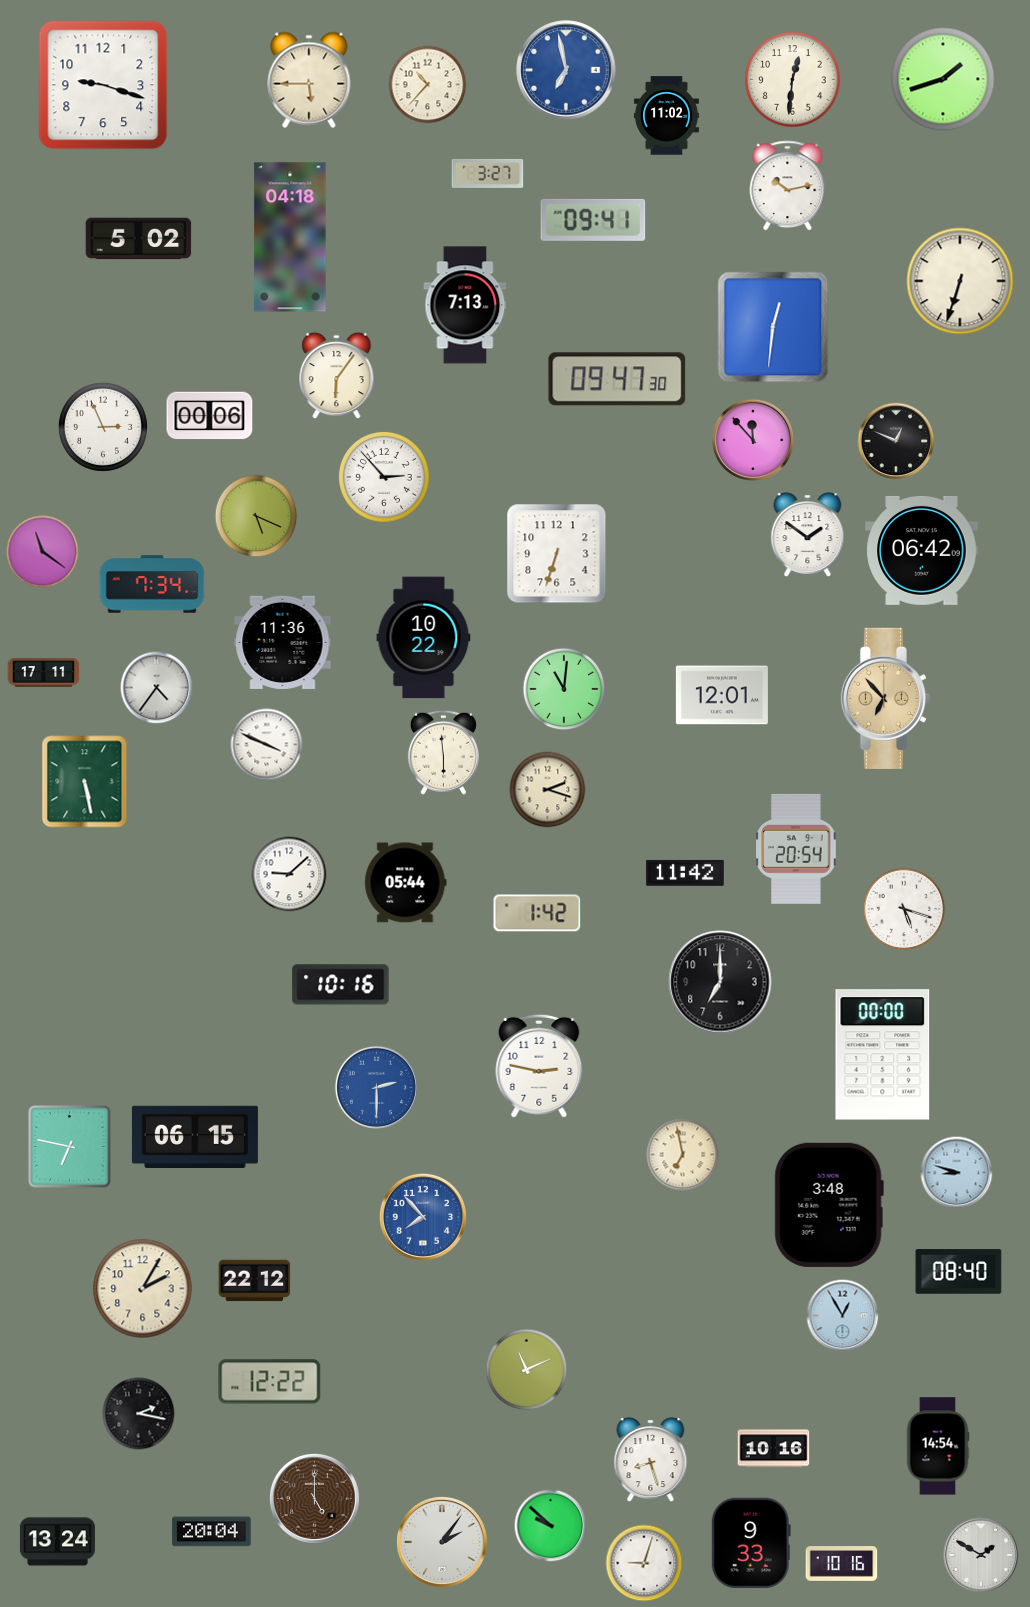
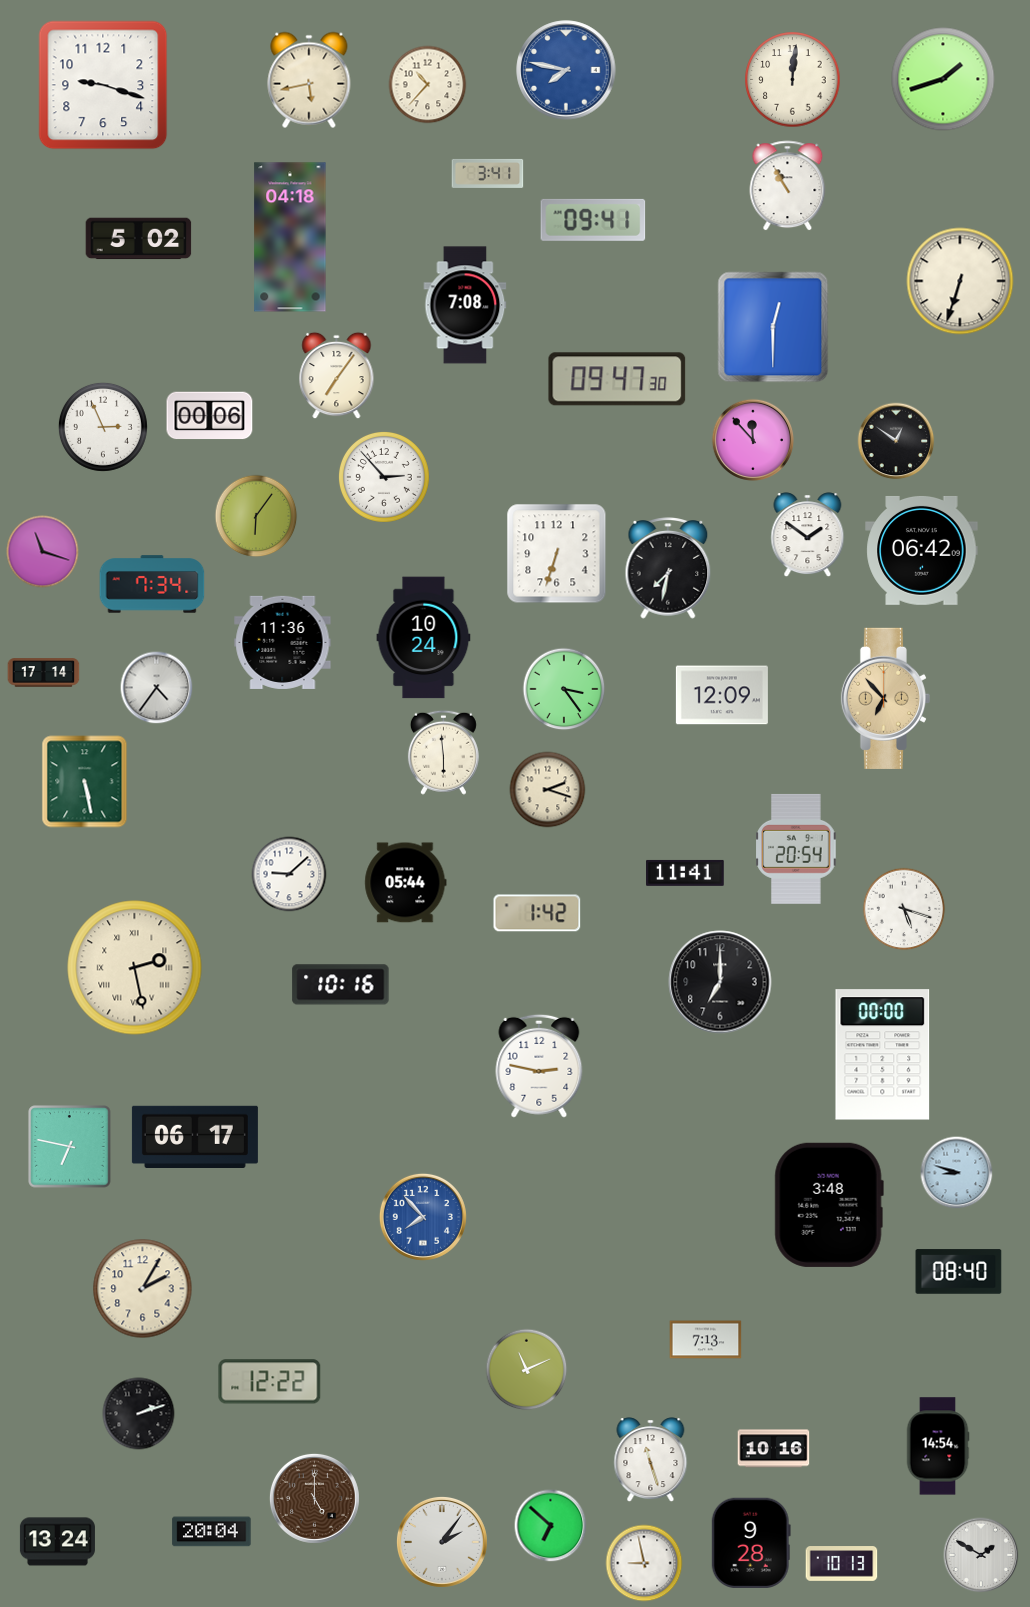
clock at (566, 70): 6:58 -> 7:47
clock at (309, 80): 5:45 -> 5:43
clock at (793, 80): 12:31 -> 12:01
clock at (666, 116): 11:02 -> none
clock at (488, 173): 3:27 -> 3:41
clock at (788, 186): 10:13 -> 10:55
clock at (465, 305): 7:13 -> 7:08
clock at (773, 327): 12:31 -> 12:30
clock at (337, 376): 6:06 -> 7:06
clock at (896, 441): 12:49 -> 12:51
clock at (256, 516): 5:19 -> 6:06
clock at (43, 552): 11:21 -> 11:18
clock at (668, 568): none -> 7:32
clock at (424, 638): 10:22 -> 10:24
clock at (44, 673): 17:11 -> 17:14
clock at (564, 689): 11:01 -> 3:24
clock at (722, 695): 12:01 -> 12:09
clock at (267, 745): 3:49 -> none
clock at (685, 873): 11:42 -> 11:41
clock at (135, 968): none -> 2:28
clock at (376, 1087): 2:30 -> none
clock at (195, 1136): 06:15 -> 06:17
clock at (683, 1155): 6:58 -> none
clock at (255, 1281): 22:12 -> none
clock at (843, 1316): 12:55 -> none
clock at (706, 1340): none -> 7:13
clock at (139, 1414): 2:17 -> 2:12
clock at (651, 1460): 8:27 -> 11:27
clock at (551, 1526): 9:52 -> 6:52
clock at (751, 1543): 9:33 -> 9:28
clock at (644, 1563): 9:03 -> 8:58
clock at (842, 1564): 10:16 -> 10:13
